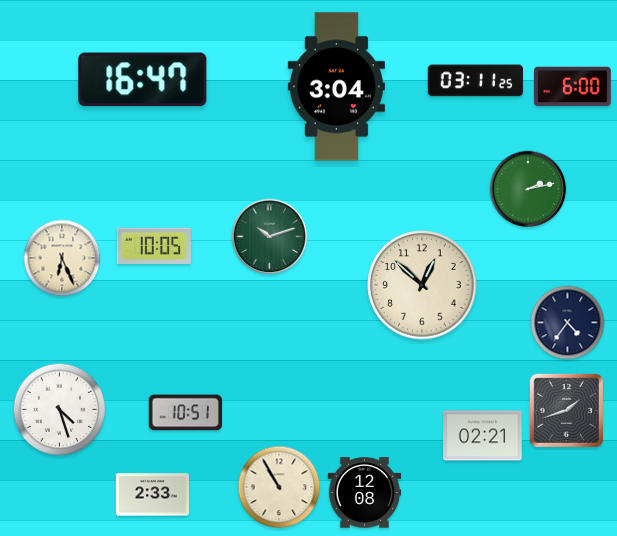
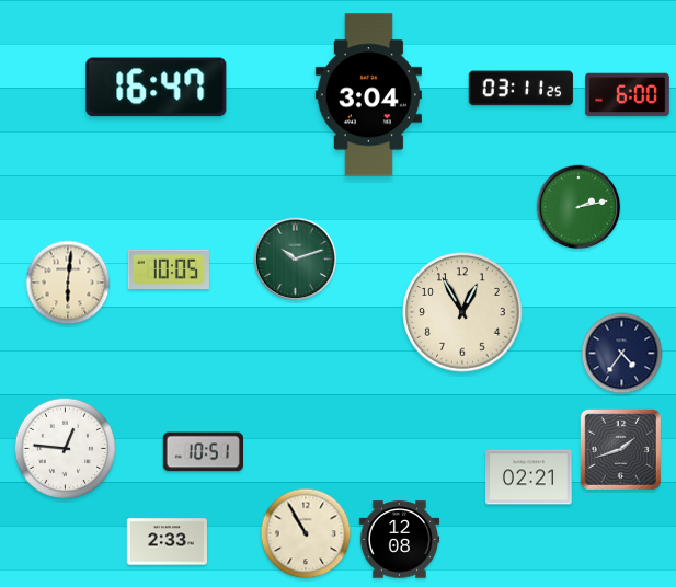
clock at (62, 258): 6:26 -> 6:01
clock at (422, 285): 12:52 -> 12:55
clock at (59, 409): 4:27 -> 12:46
